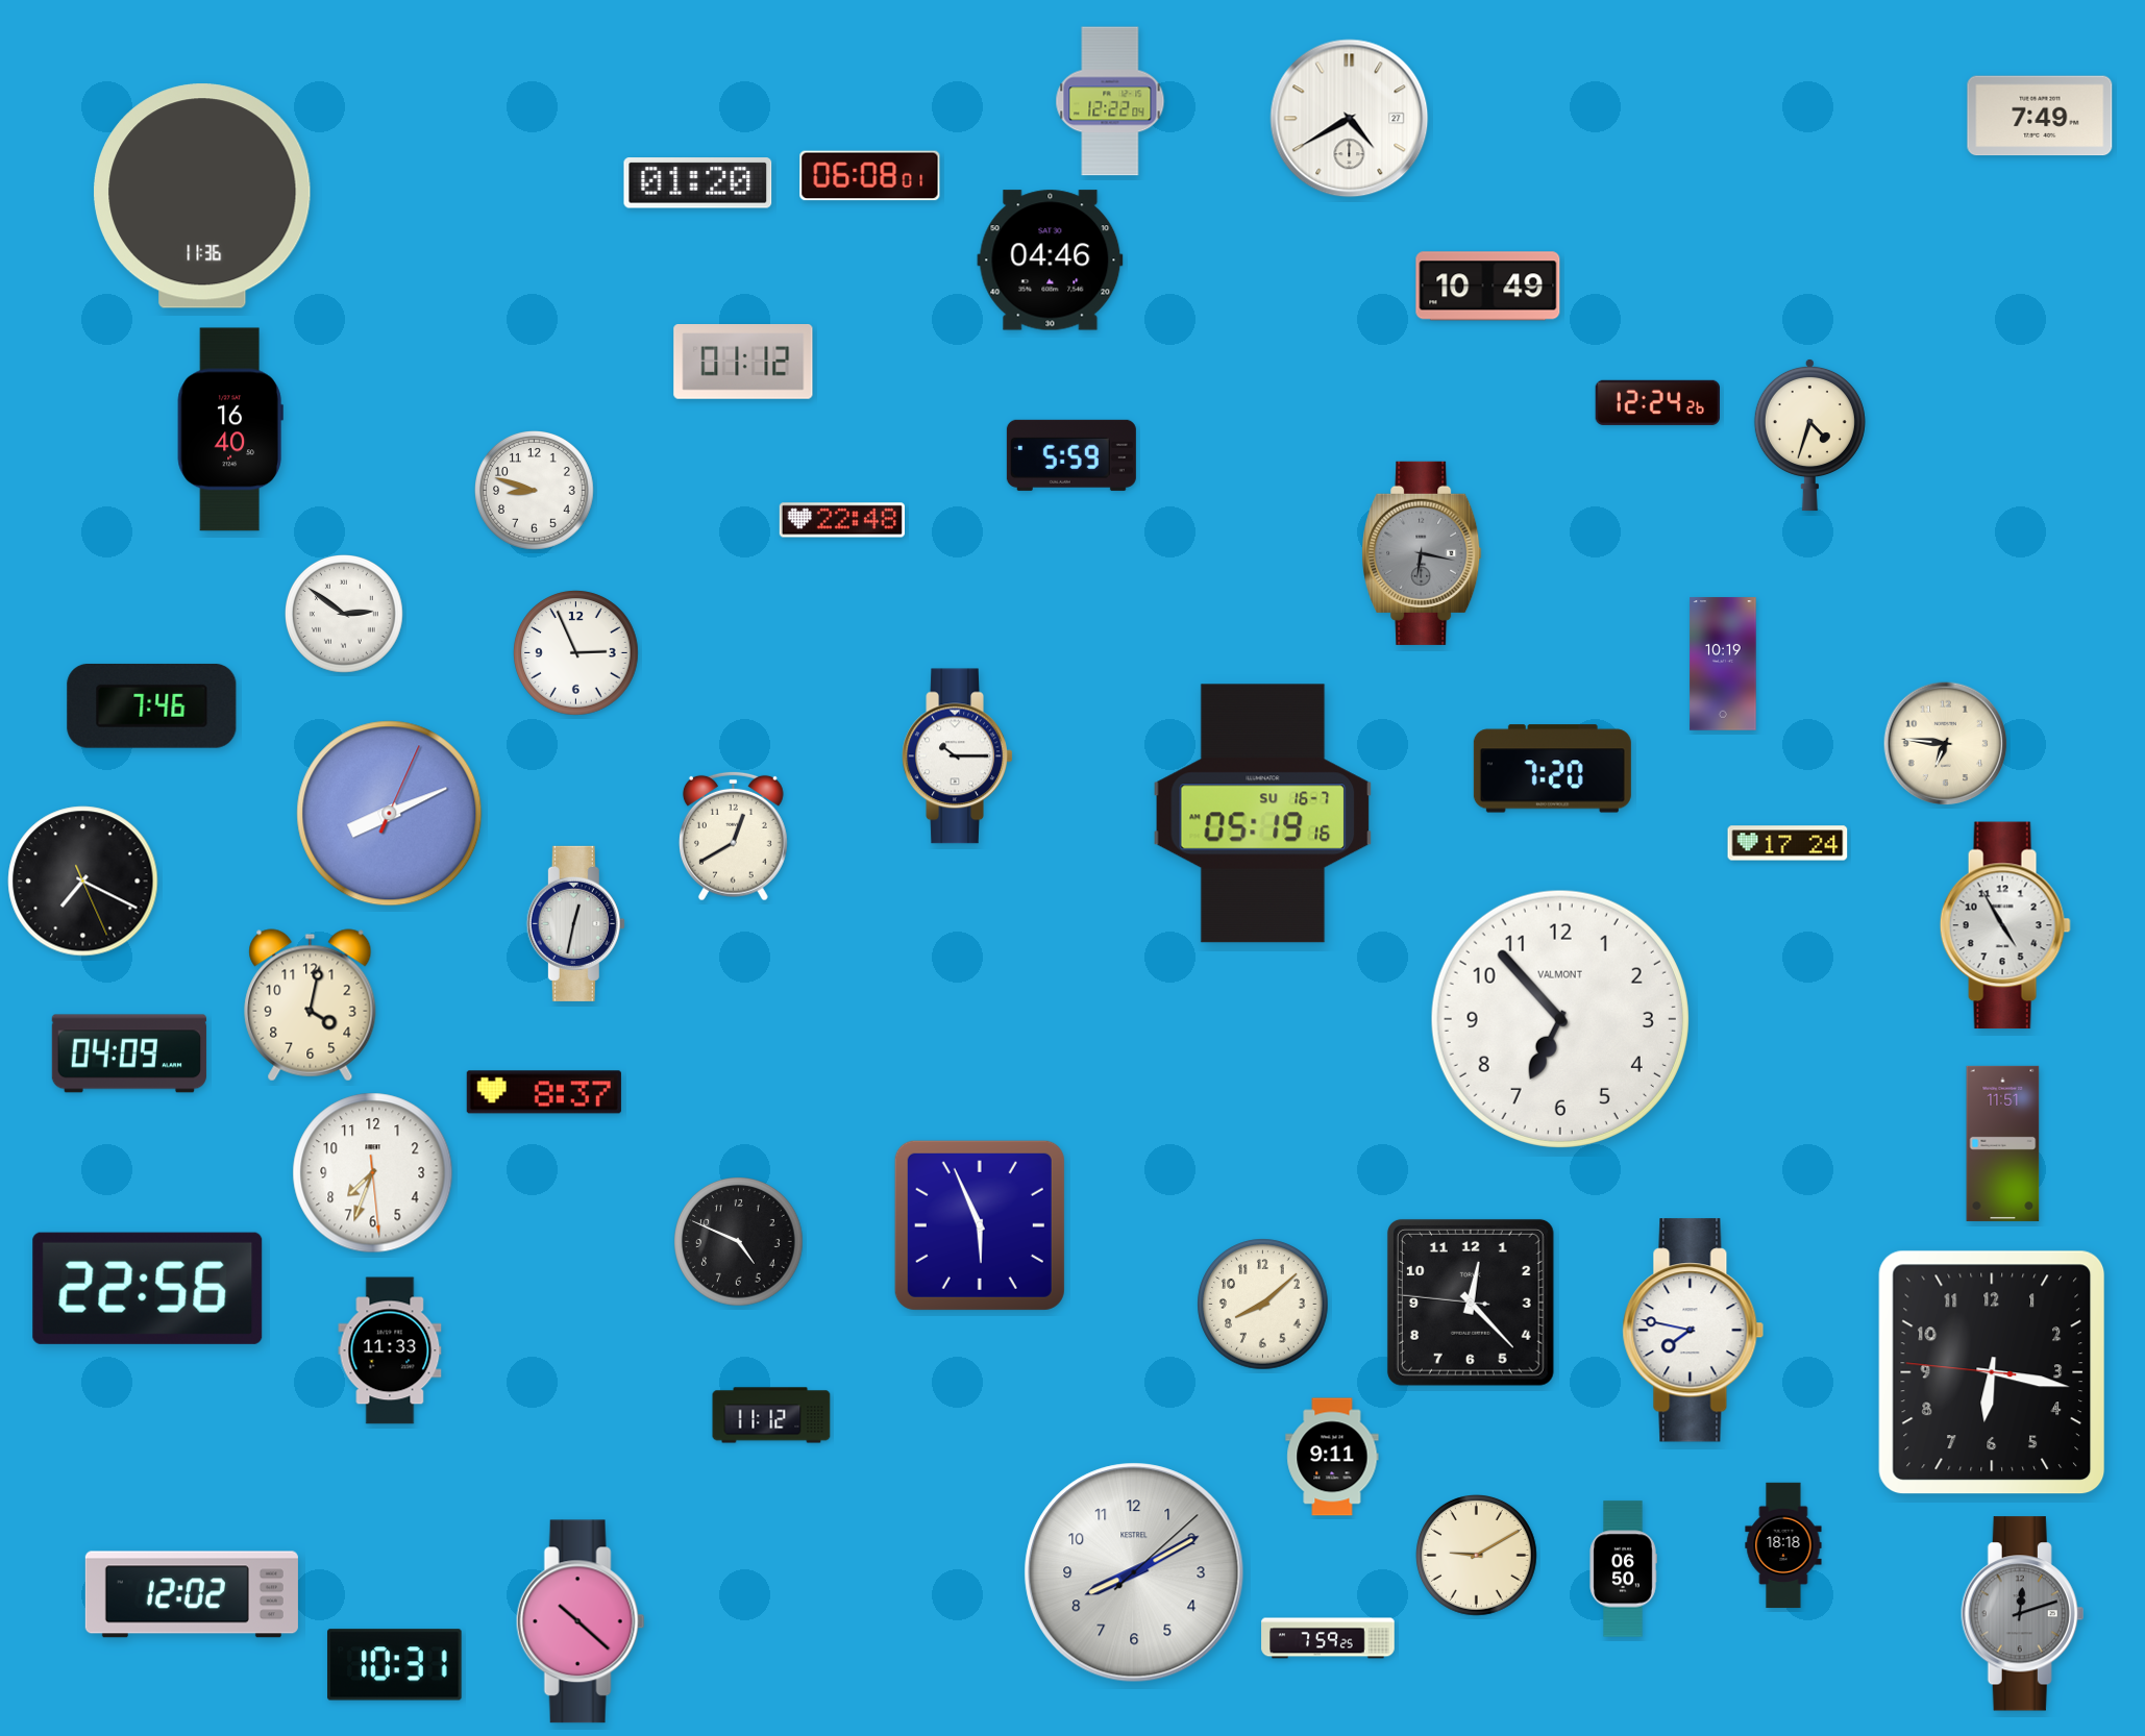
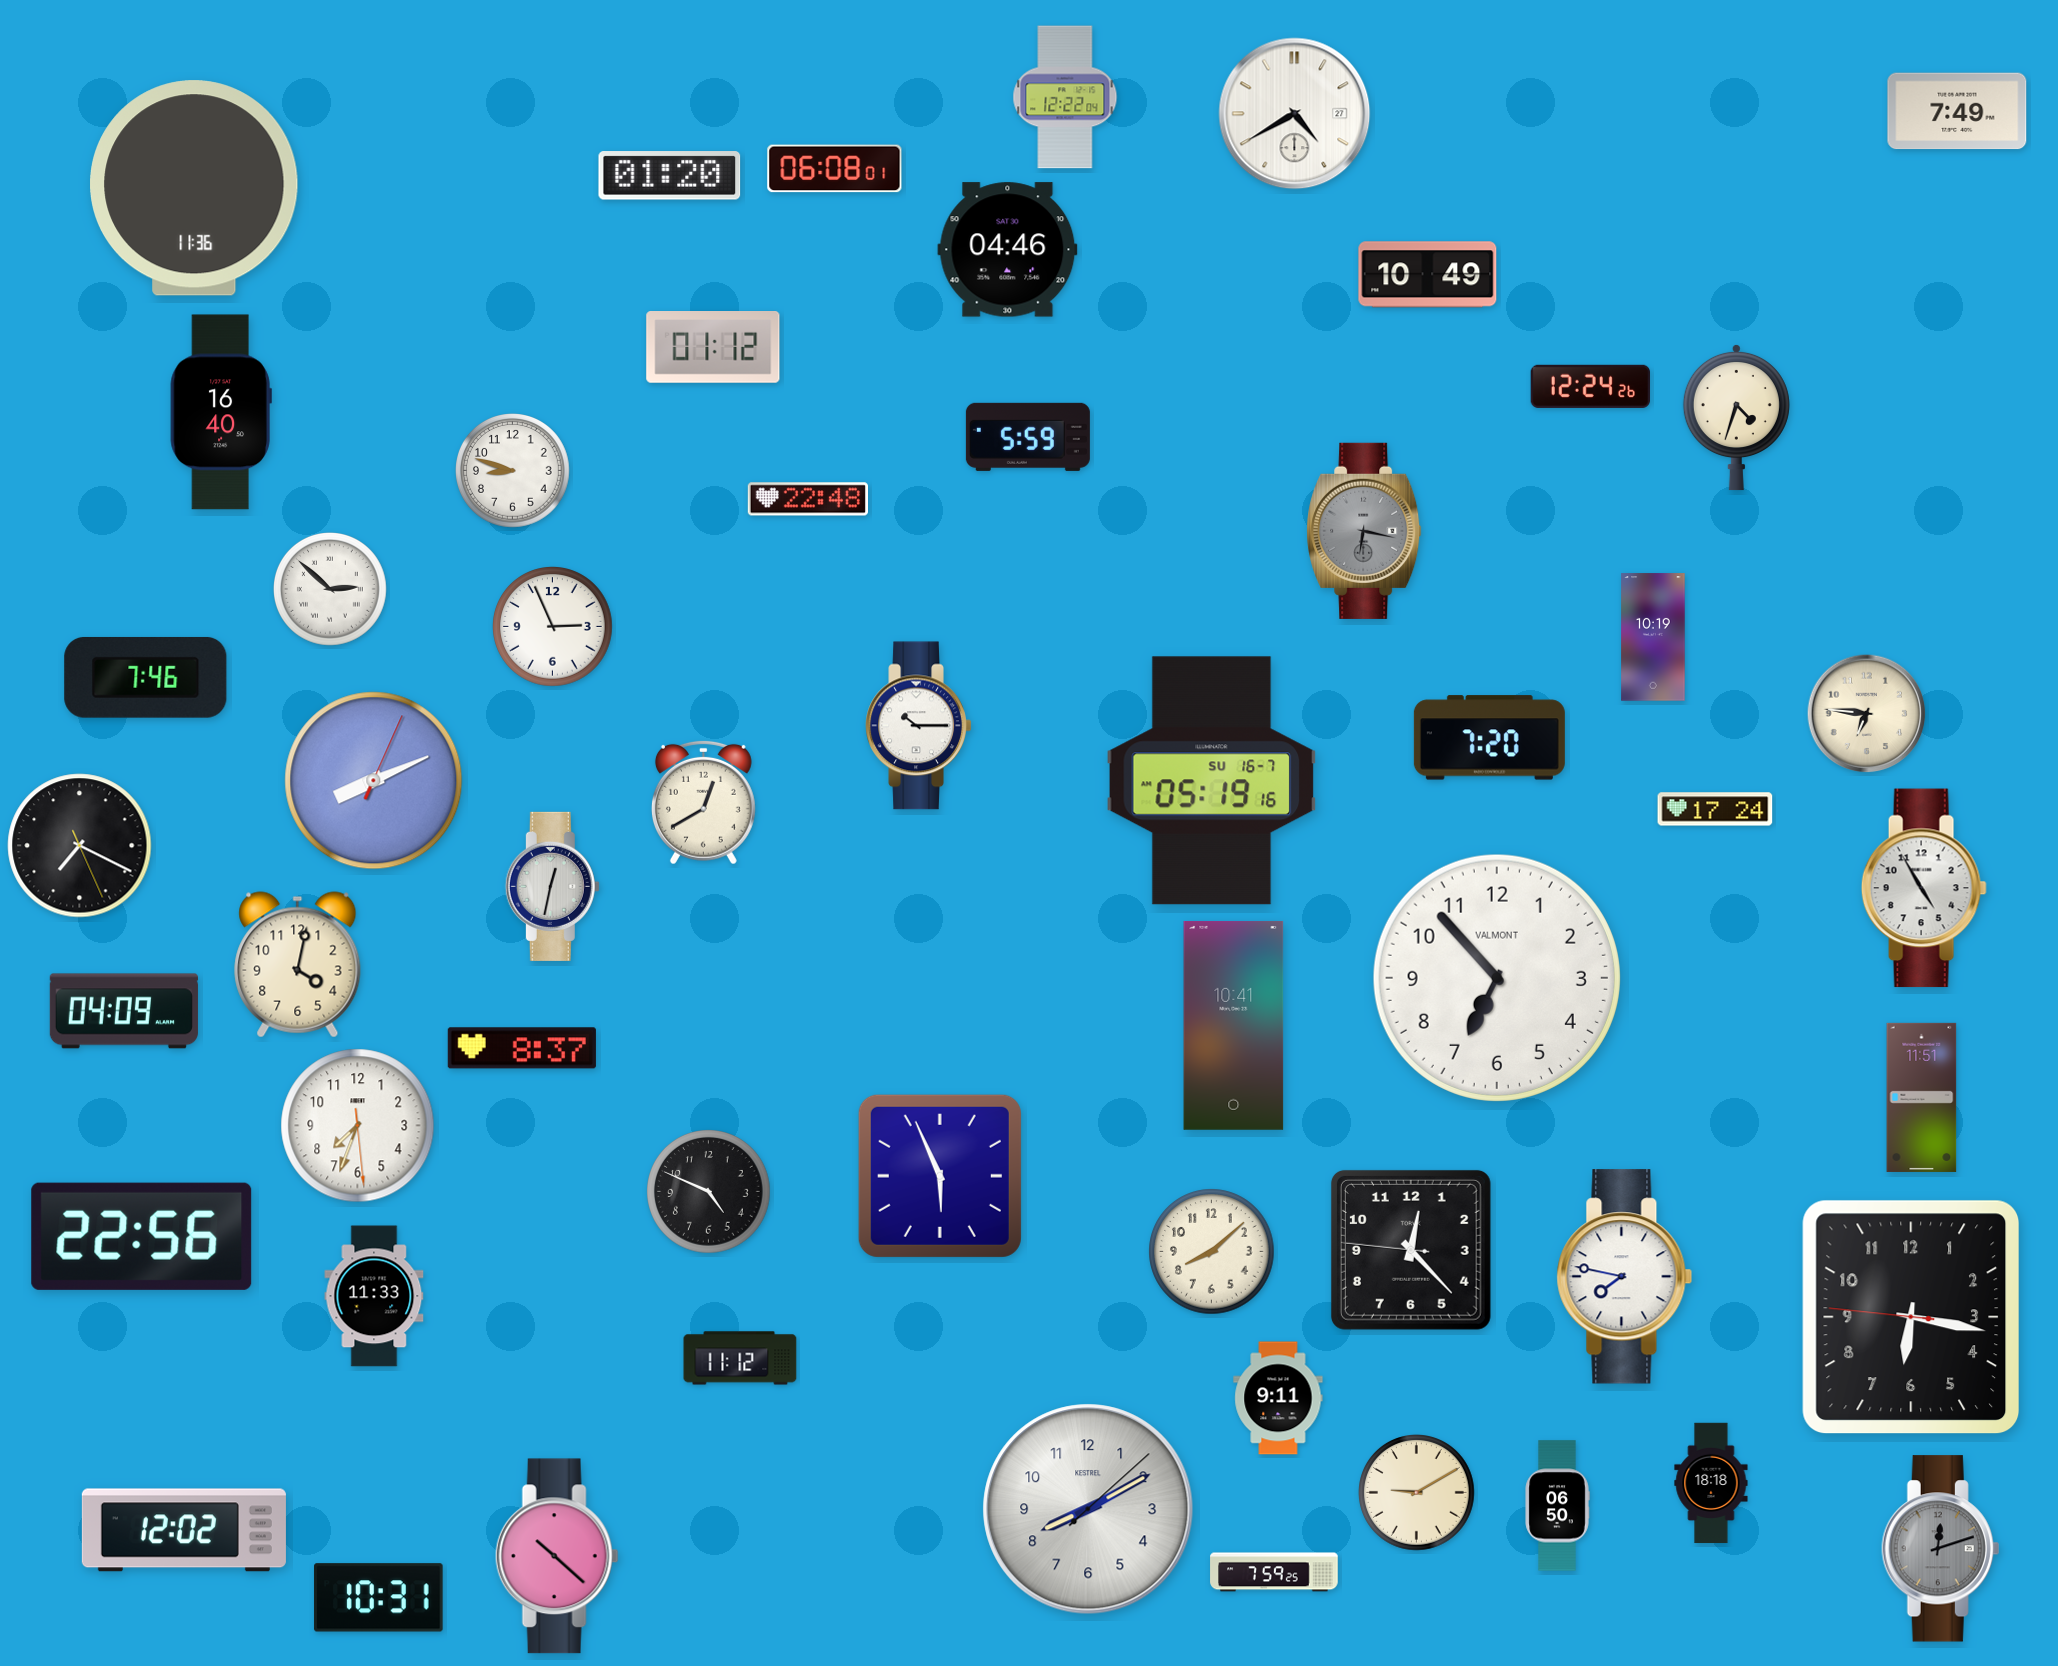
clock at (345, 615): 2:51 -> 2:52
clock at (1234, 1025): none -> 10:41
